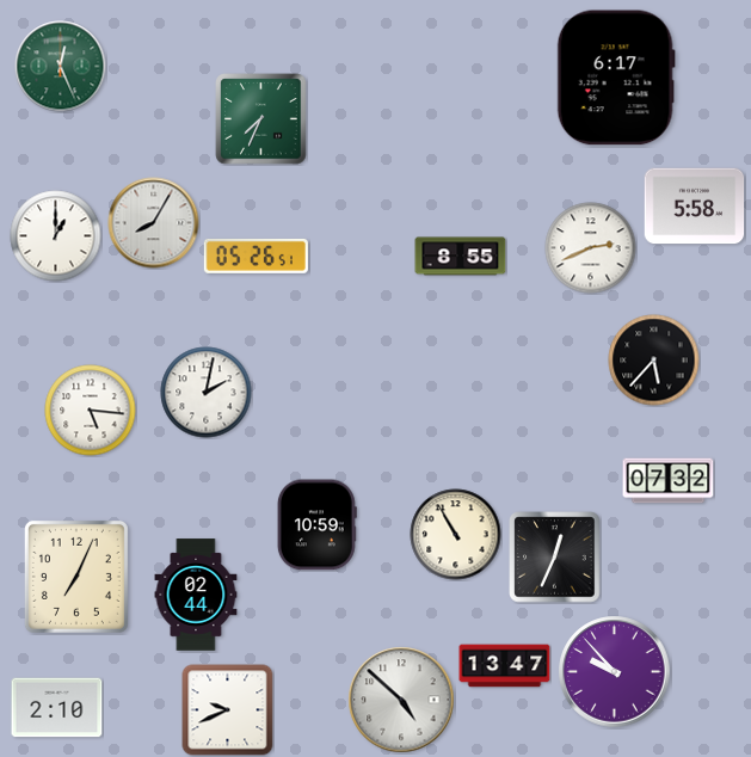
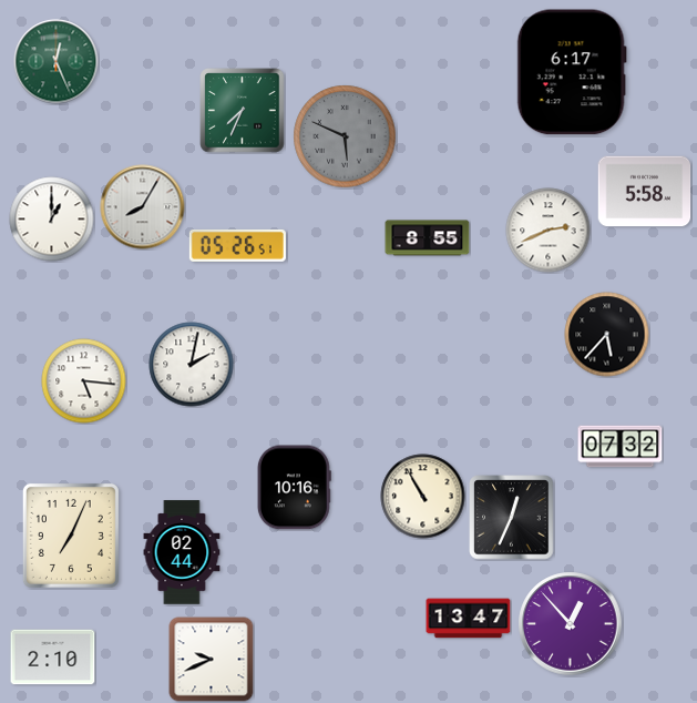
clock at (345, 136): none -> 5:49
clock at (256, 256) position: (256, 256) -> (237, 245)
clock at (316, 525): 10:59 -> 10:16
clock at (555, 558) position: (555, 558) -> (512, 518)
clock at (615, 672): 9:53 -> 12:53
clock at (401, 700): 4:52 -> none
